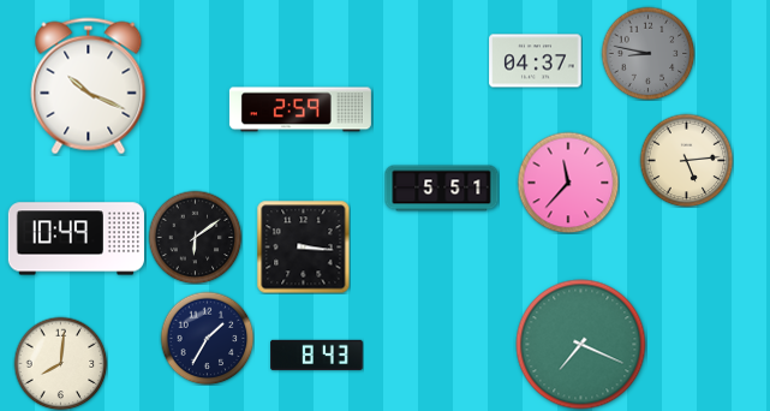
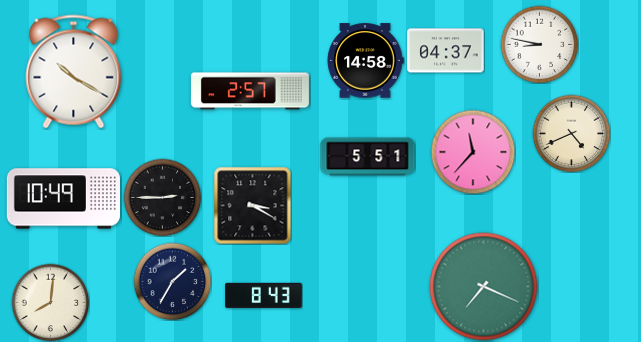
clock at (647, 53) dial: grey -> white
clock at (365, 61): none -> 14:58
clock at (89, 87): 10:19 -> 10:20
clock at (300, 109): 2:59 -> 2:57
clock at (686, 160): 5:14 -> 4:41
clock at (195, 237): 6:09 -> 2:45
clock at (303, 246): 3:16 -> 3:20
